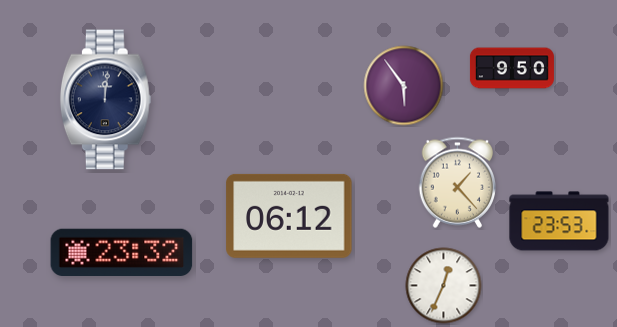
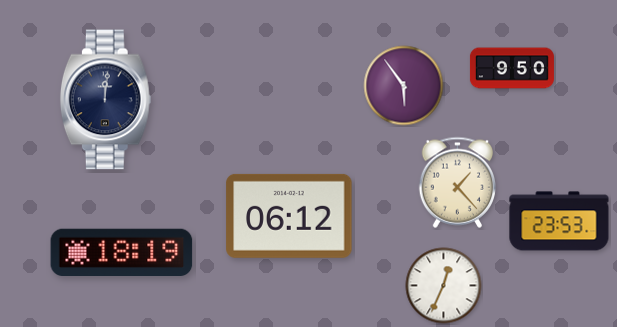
clock at (122, 252): 23:32 -> 18:19
